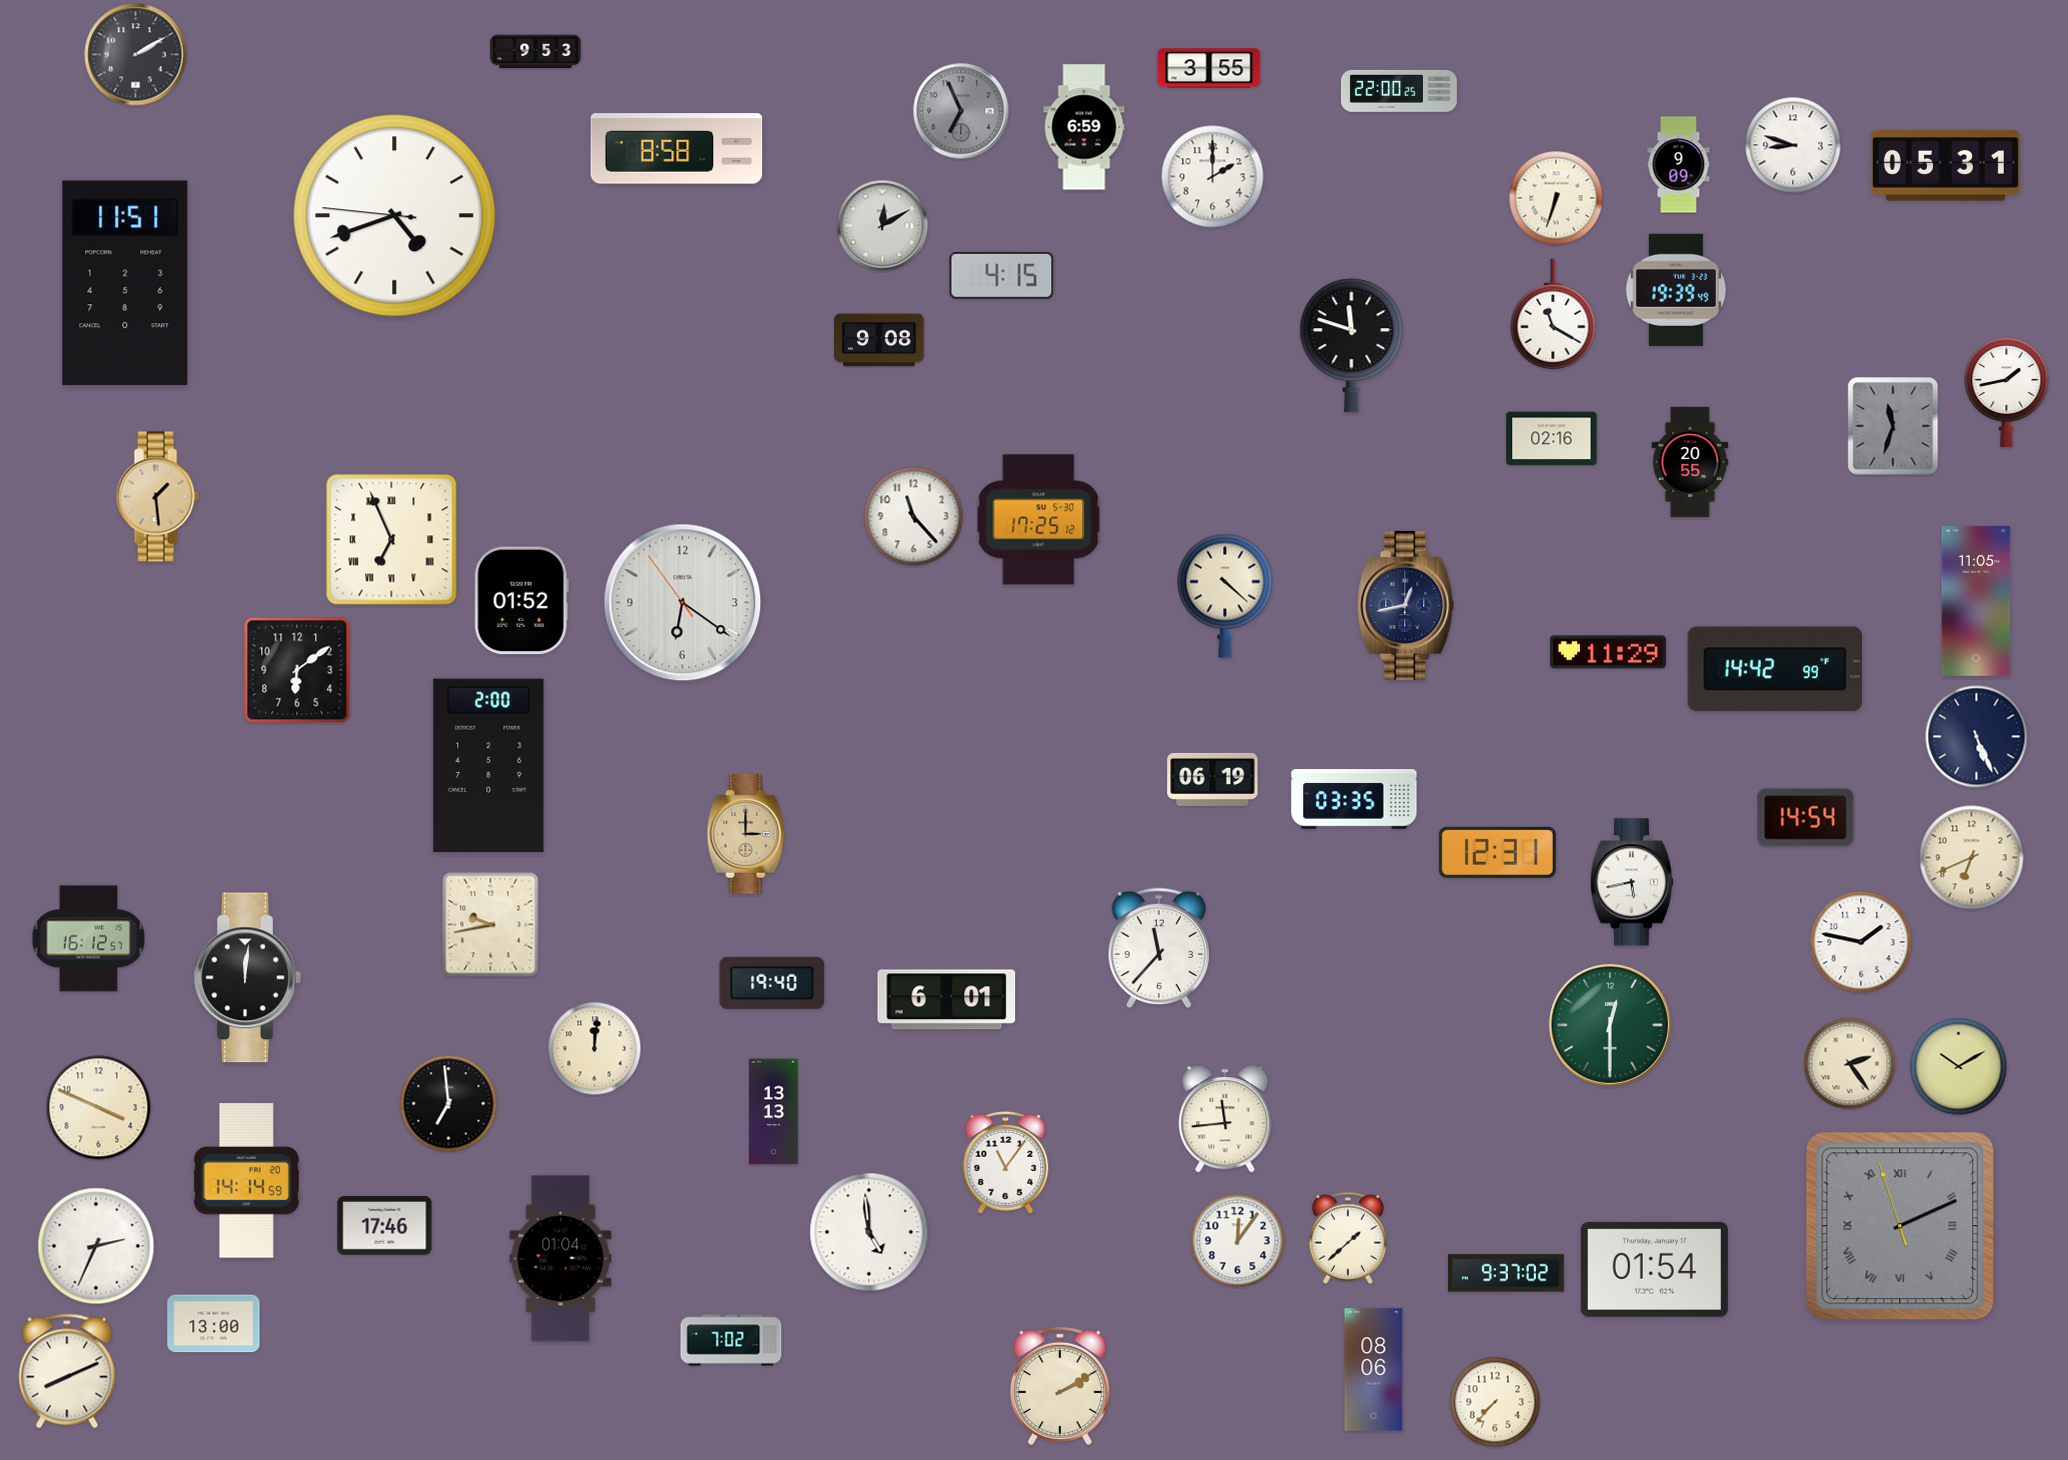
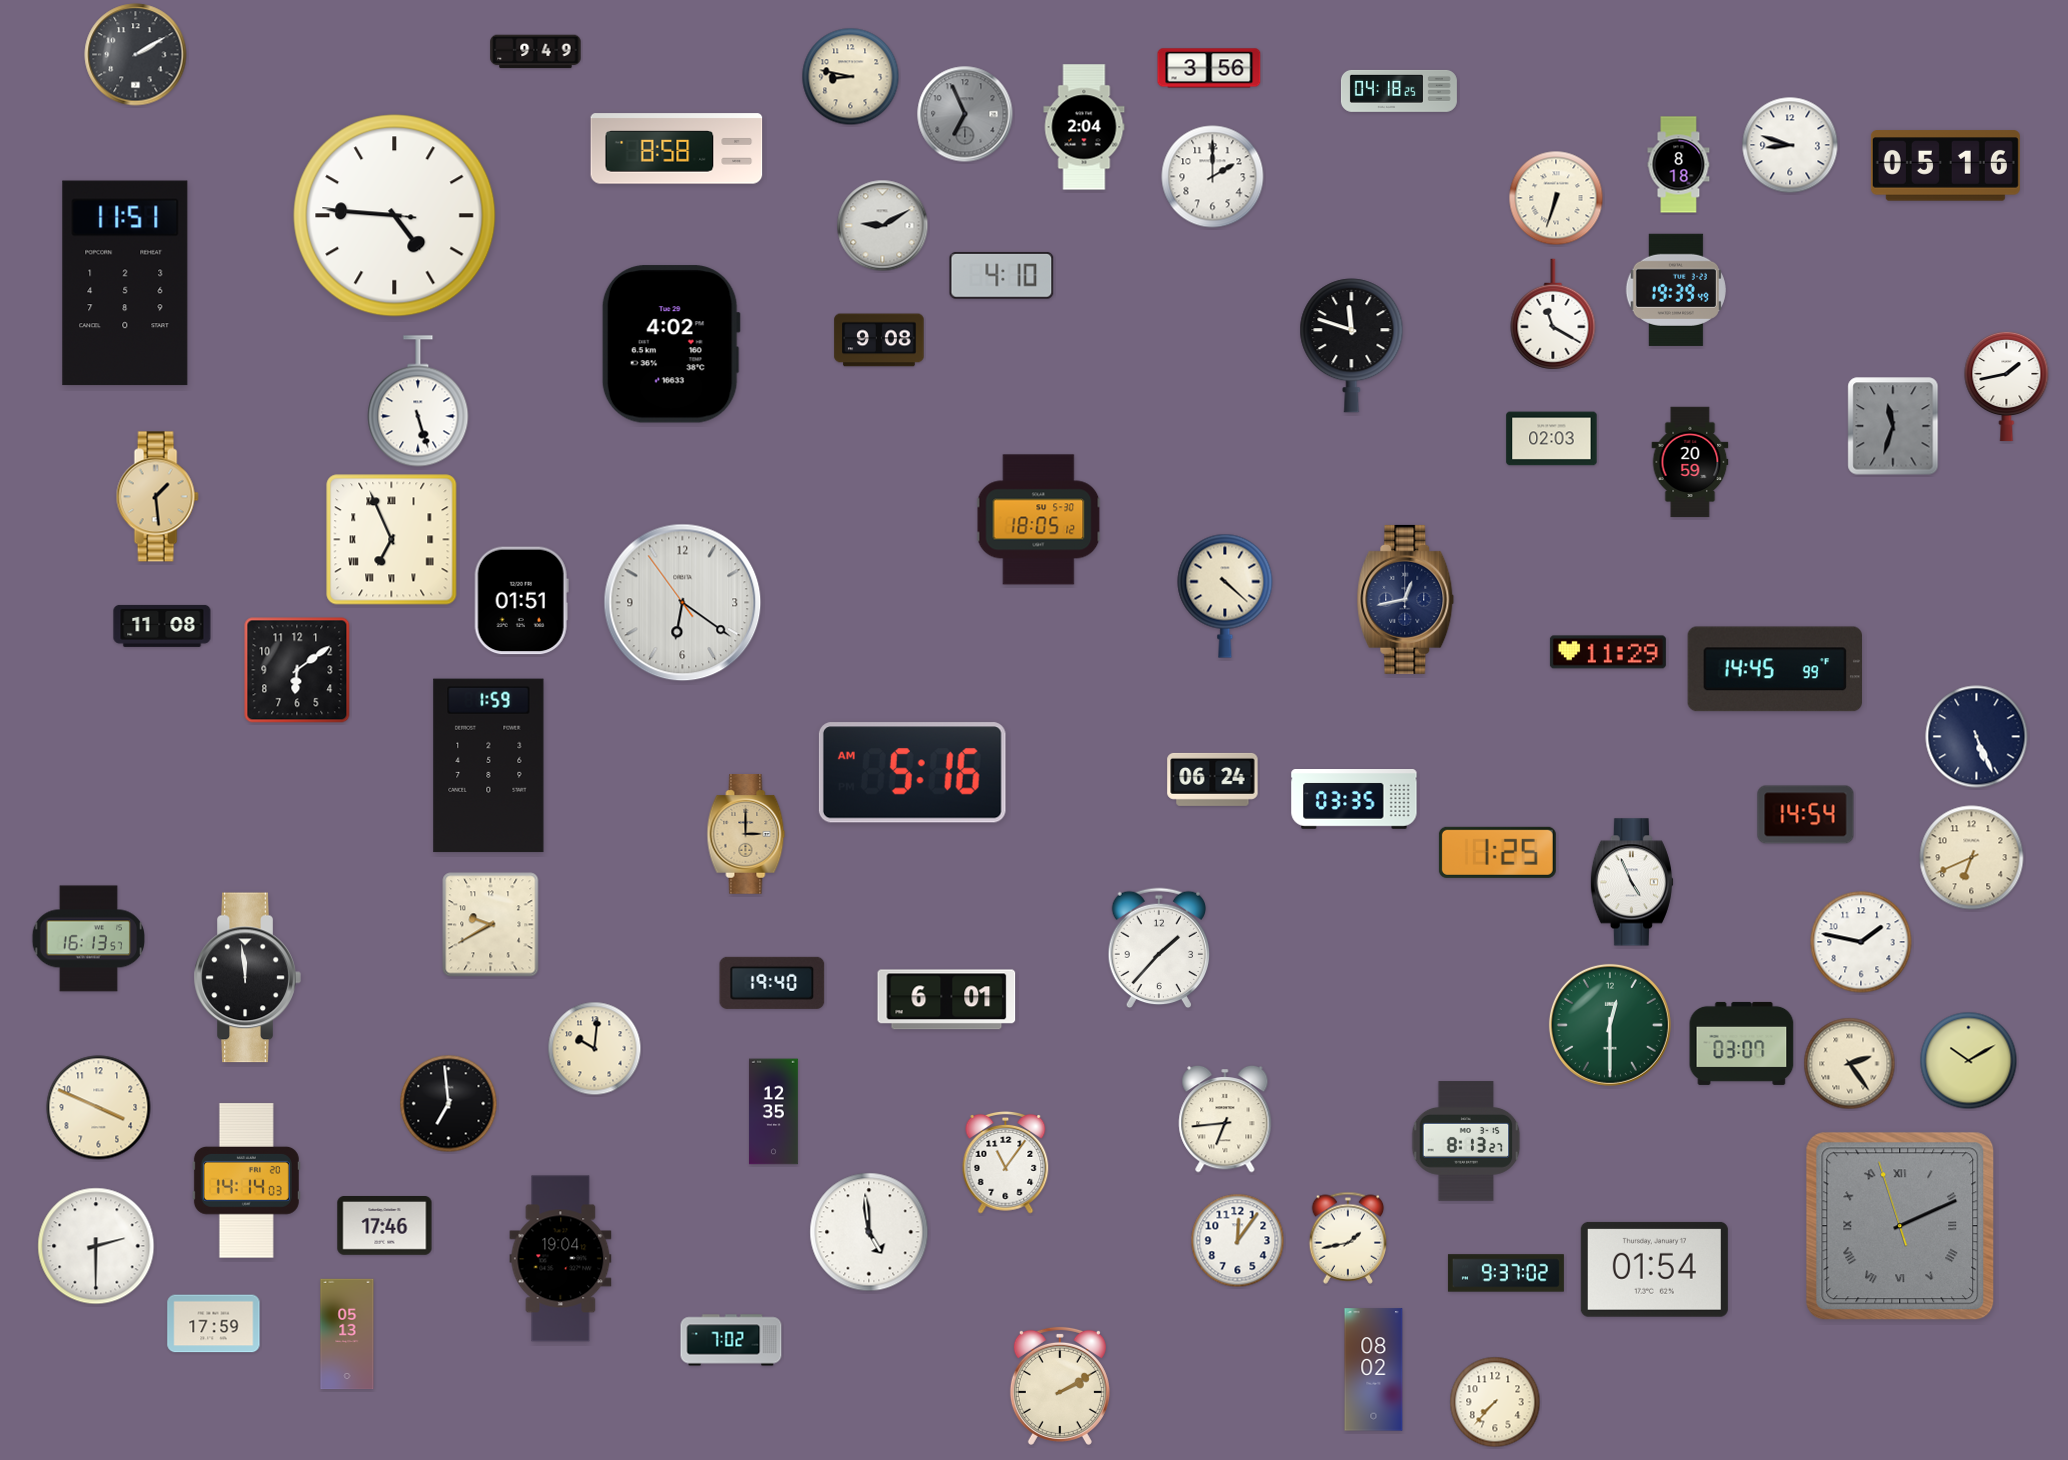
clock at (536, 52): 9:53 -> 9:49
clock at (1209, 68): 3:55 -> 3:56
clock at (851, 77): none -> 8:47
clock at (1399, 91): 22:00 -> 04:18
clock at (961, 111) position: (961, 111) -> (965, 114)
clock at (1084, 127): 6:59 -> 2:04
clock at (1793, 145) position: (1793, 145) -> (1790, 145)
clock at (1679, 165): 9:09 -> 8:18
clock at (1945, 166): 05:31 -> 05:16
clock at (395, 216): 4:41 -> 4:45
clock at (883, 226): 12:10 -> 9:10
clock at (1002, 275): 4:15 -> 4:10
clock at (671, 344): none -> 4:02
clock at (2007, 392) position: (2007, 392) -> (2007, 386)
clock at (418, 401): none -> 5:27
clock at (1552, 439): 02:16 -> 02:03
clock at (1690, 462): 20:55 -> 20:59
clock at (914, 517): 11:23 -> none
clock at (1039, 520): 17:25 -> 18:05
clock at (521, 601): 01:52 -> 01:51
clock at (1976, 601): 11:05 -> none
clock at (1406, 605) position: (1406, 605) -> (1406, 599)
clock at (162, 626): none -> 11:08
clock at (1774, 669): 14:42 -> 14:45
clock at (489, 766): 2:00 -> 1:59
clock at (912, 773): none -> 5:16
clock at (1213, 779): 06:19 -> 06:24
clock at (1806, 818) position: (1806, 818) -> (1806, 815)
clock at (1497, 852): 12:31 -> 1:25
clock at (1632, 882): 5:43 -> 4:56
clock at (491, 925): 9:43 -> 9:40
clock at (88, 939): 16:12 -> 16:13
clock at (1158, 948): 11:37 -> 1:37
clock at (247, 978): 12:01 -> 11:59
clock at (1742, 1043): none -> 03:07
clock at (595, 1049): 12:01 -> 10:01
clock at (1959, 1067) position: (1959, 1067) -> (1969, 1061)
clock at (774, 1112): 13:13 -> 12:35
clock at (1225, 1119): 11:44 -> 6:44
clock at (1466, 1141): none -> 8:13
clock at (246, 1181): 14:14:59 -> 14:14:03
clock at (1348, 1238): 1:38 -> 1:43
clock at (96, 1246): 2:34 -> 2:30
clock at (561, 1259): 01:04 -> 19:04
clock at (214, 1324): 13:00 -> 17:59
clock at (347, 1334): none -> 05:13
clock at (1374, 1370): 08:06 -> 08:02
clock at (67, 1371): 8:11 -> none
